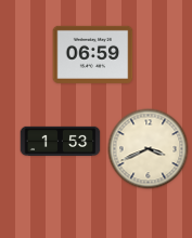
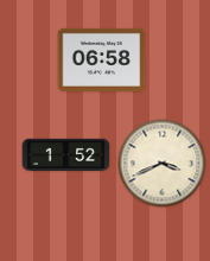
clock at (93, 54): 06:59 -> 06:58
clock at (61, 141): 1:53 -> 1:52
